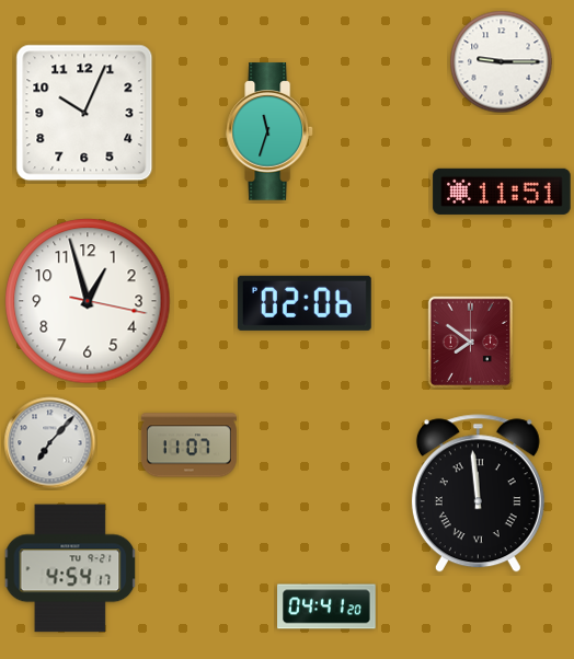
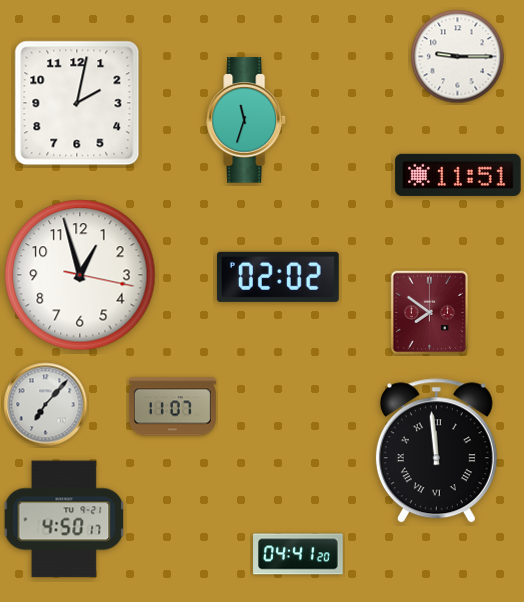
clock at (84, 113): 10:04 -> 2:02
clock at (305, 303): 02:06 -> 02:02
clock at (70, 568): 4:54 -> 4:50
